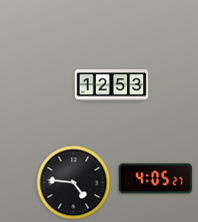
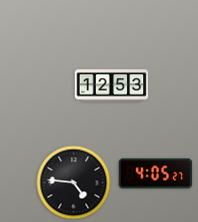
clock at (156, 179) position: (156, 179) -> (156, 174)
